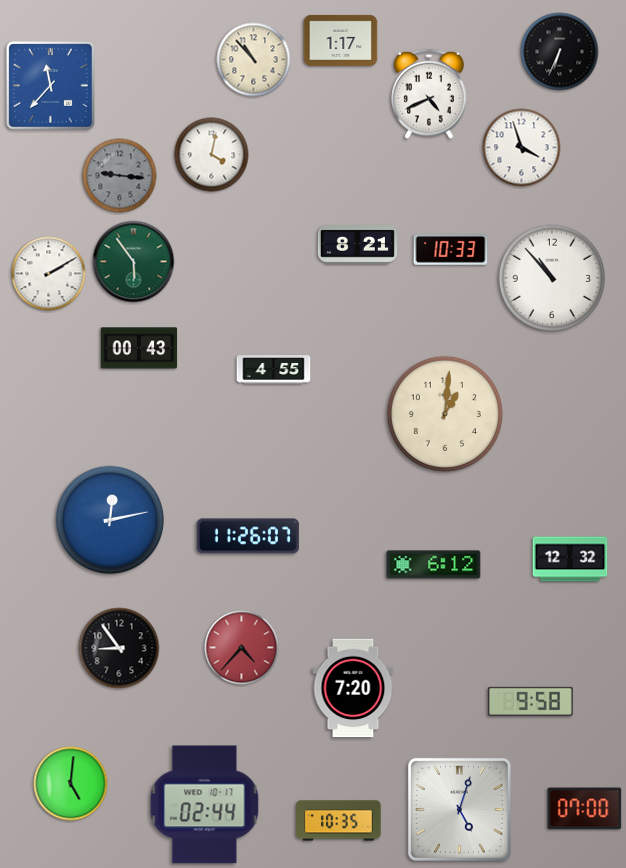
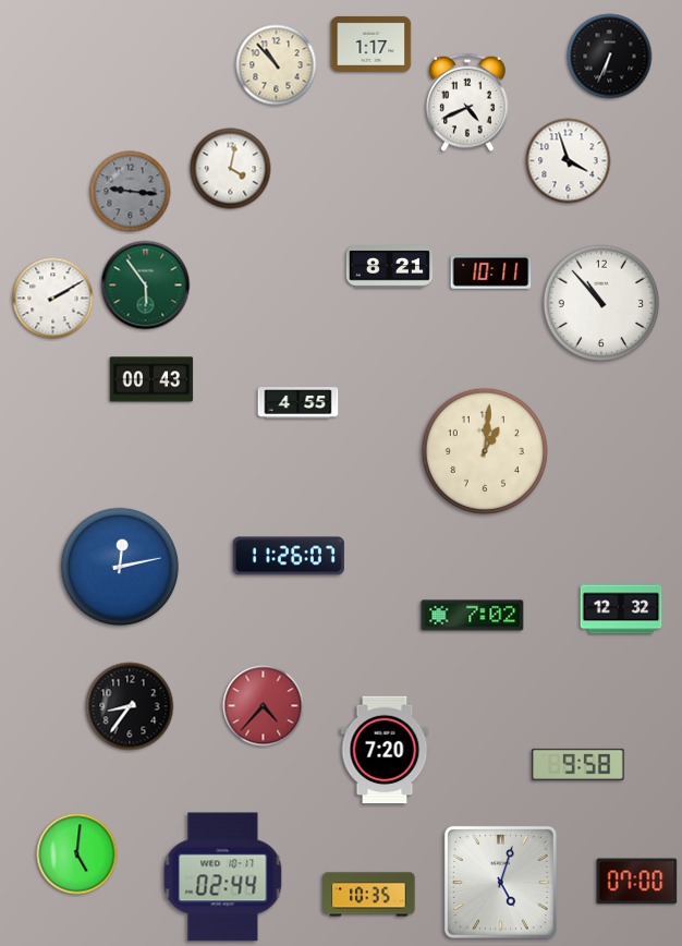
clock at (50, 85): 11:37 -> none
clock at (451, 250): 10:33 -> 10:11
clock at (248, 536) position: (248, 536) -> (289, 556)
clock at (434, 565): 6:12 -> 7:02
clock at (119, 648): 8:54 -> 8:36
